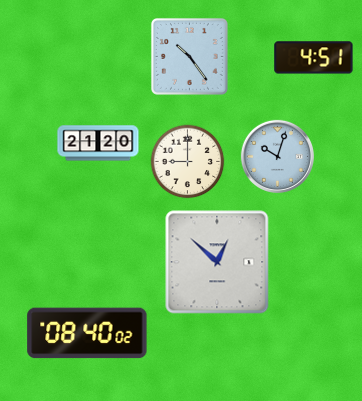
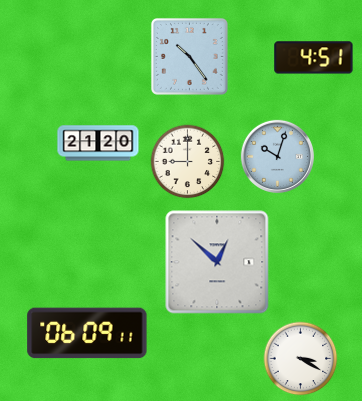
clock at (87, 333): 08:40 -> 06:09
clock at (301, 359): none -> 3:20
